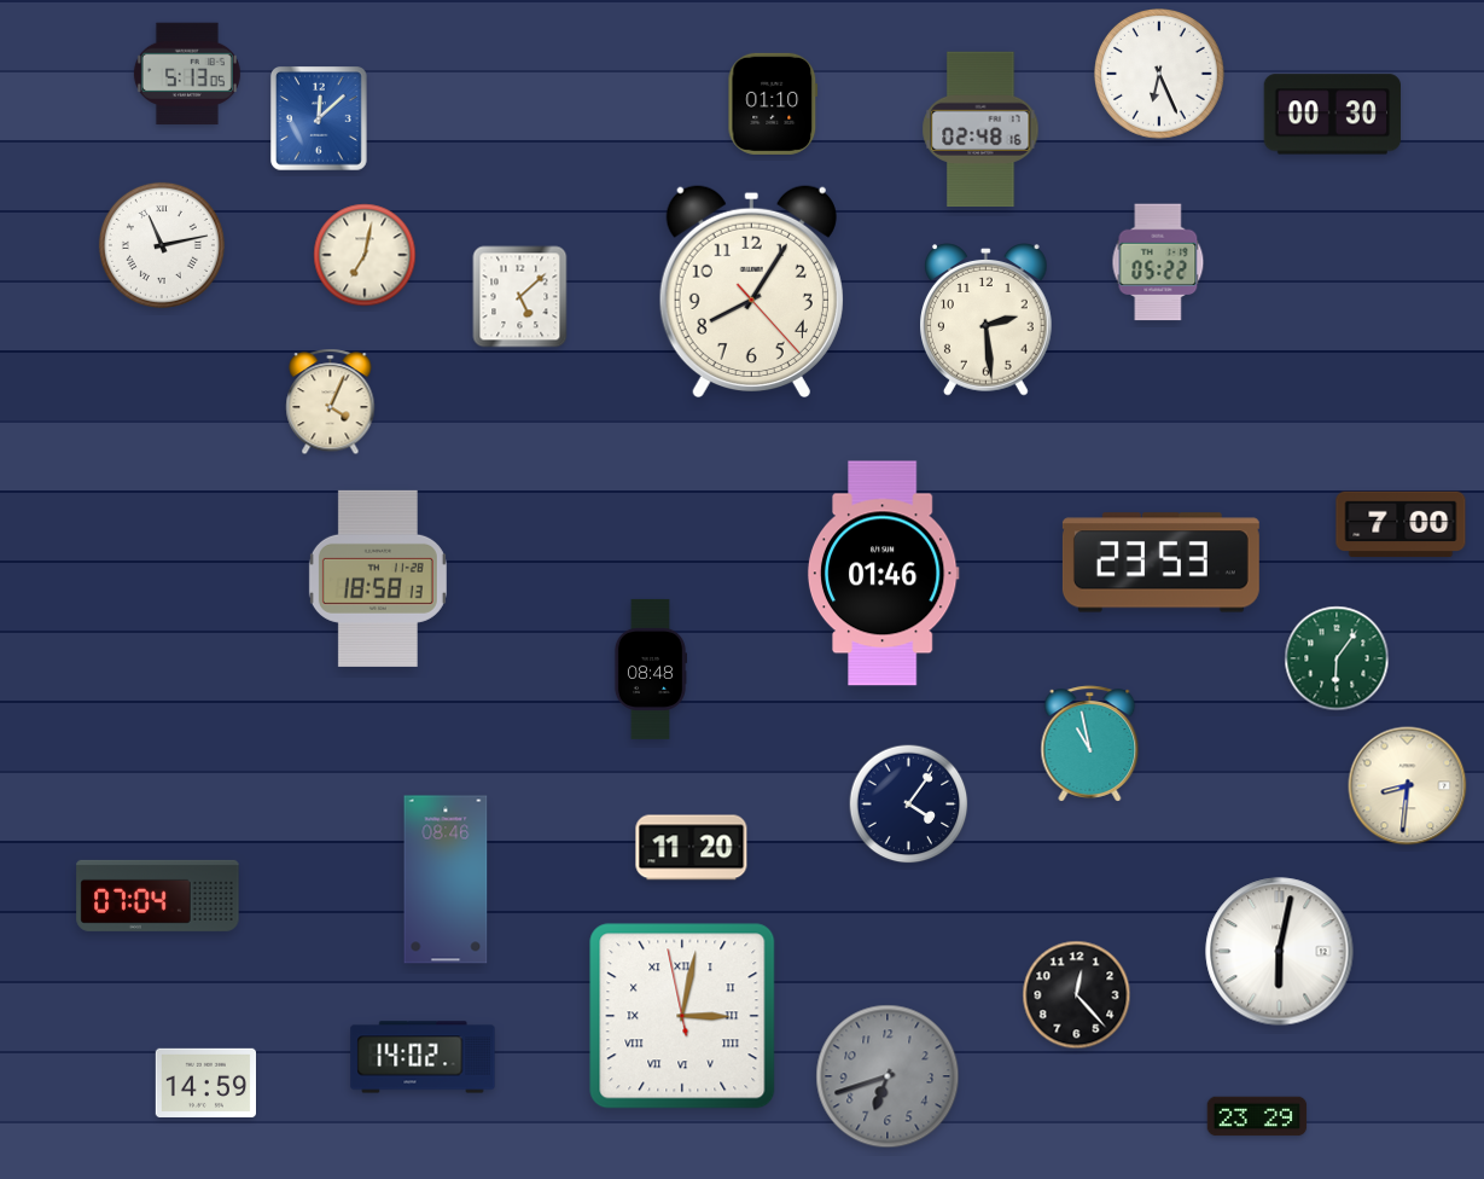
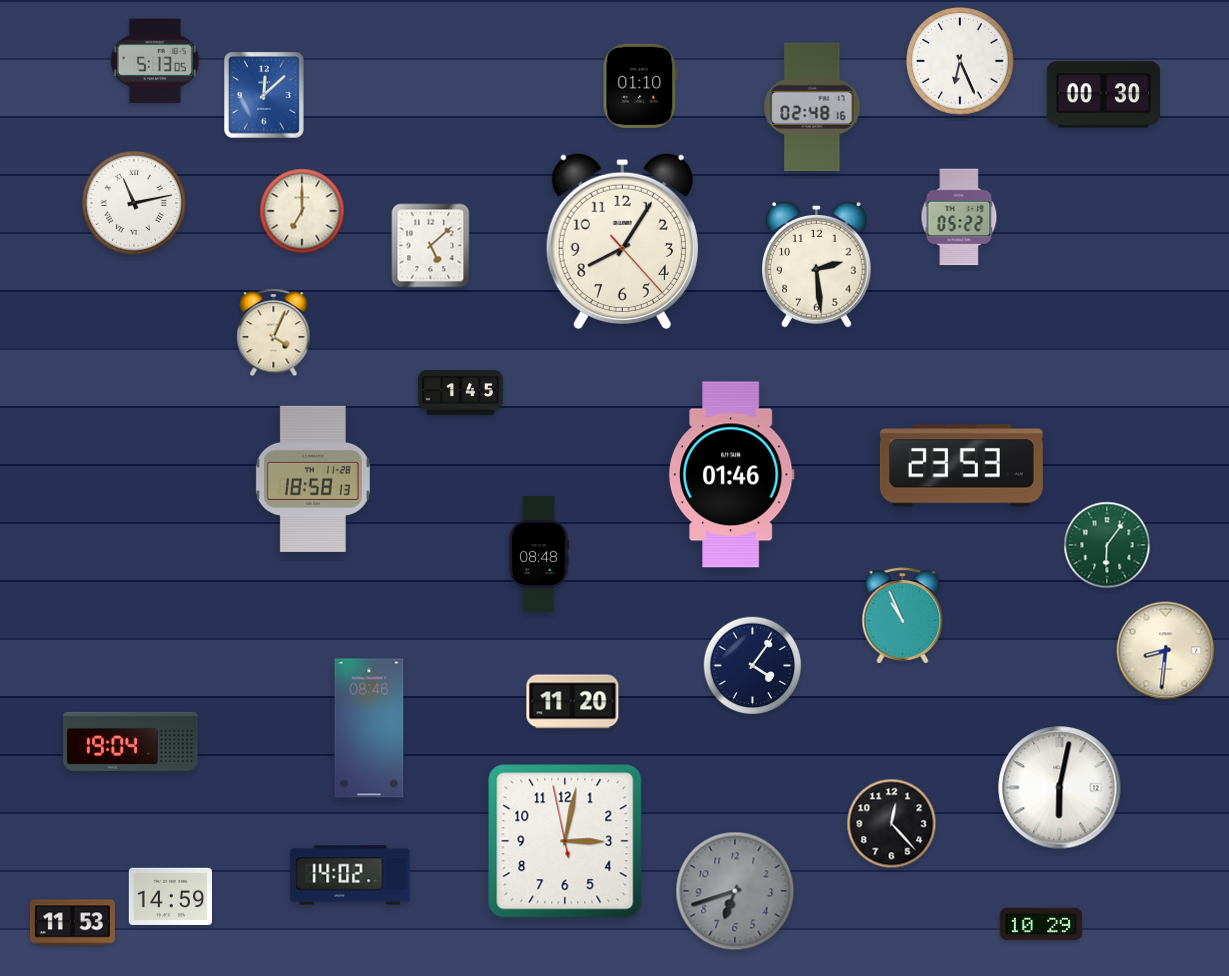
clock at (320, 120) position: (320, 120) -> (265, 96)
clock at (365, 255): 7:02 -> 7:00
clock at (460, 393): none -> 1:45
clock at (1401, 524): 7:00 -> none
clock at (1090, 744): 10:58 -> 10:56
clock at (158, 895): 07:04 -> 19:04
clock at (682, 1016) numerals: Roman -> Arabic
clock at (72, 923): none -> 11:53
clock at (1257, 1116): 23:29 -> 10:29
